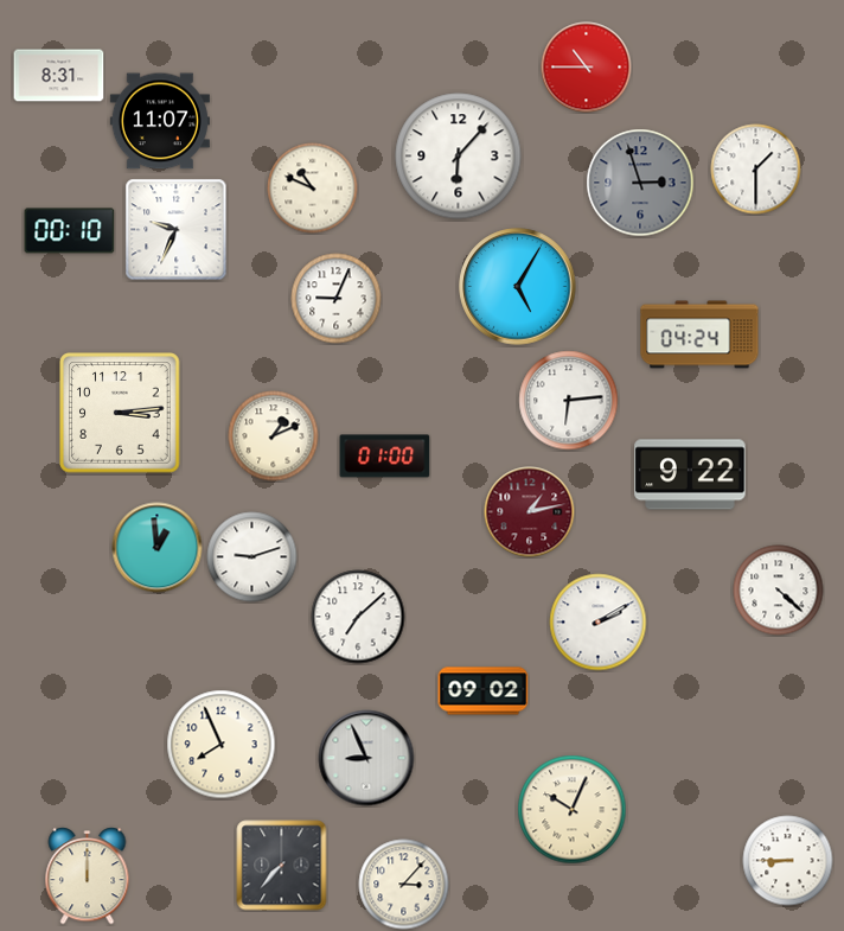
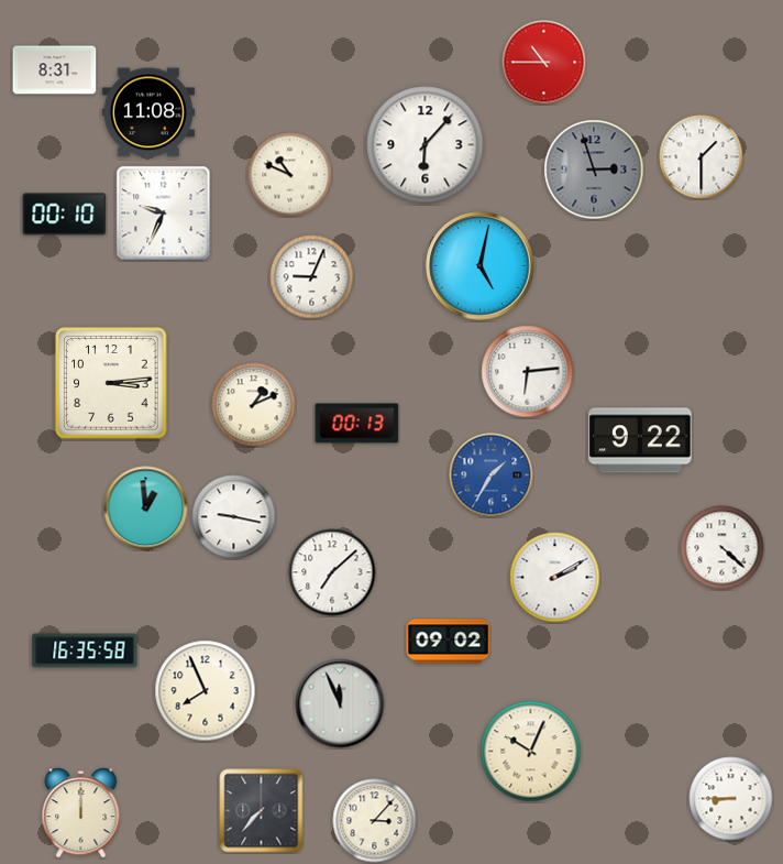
clock at (160, 121): 11:07 -> 11:08
clock at (518, 287): 5:05 -> 5:02
clock at (699, 334): 04:24 -> none
clock at (385, 457): 01:00 -> 00:13
clock at (530, 512): 1:13 -> 1:35
clock at (530, 512) dial: burgundy -> blue
clock at (252, 557): 9:12 -> 9:17
clock at (85, 650): none -> 16:35
clock at (366, 758): 8:56 -> 11:56
clock at (282, 866) position: (282, 866) -> (262, 811)
